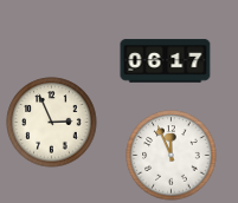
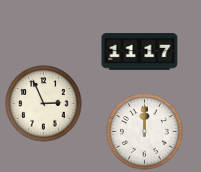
clock at (166, 61): 06:17 -> 11:17
clock at (172, 156): 11:56 -> 12:00
